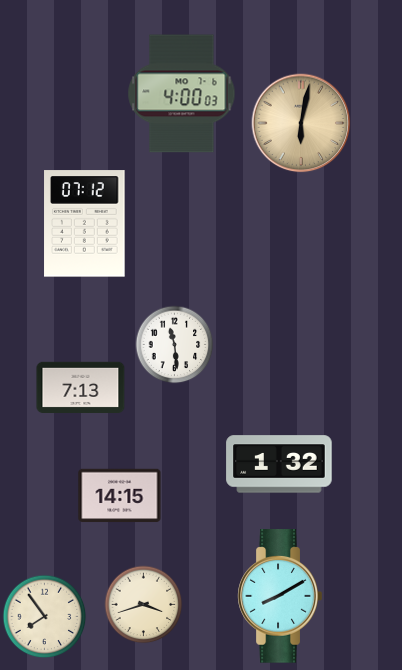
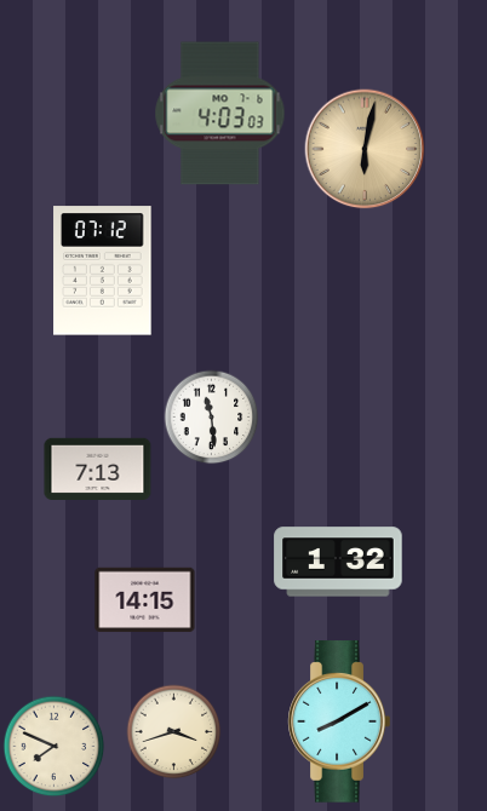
clock at (182, 94): 4:00 -> 4:03
clock at (45, 617): 7:54 -> 7:49
